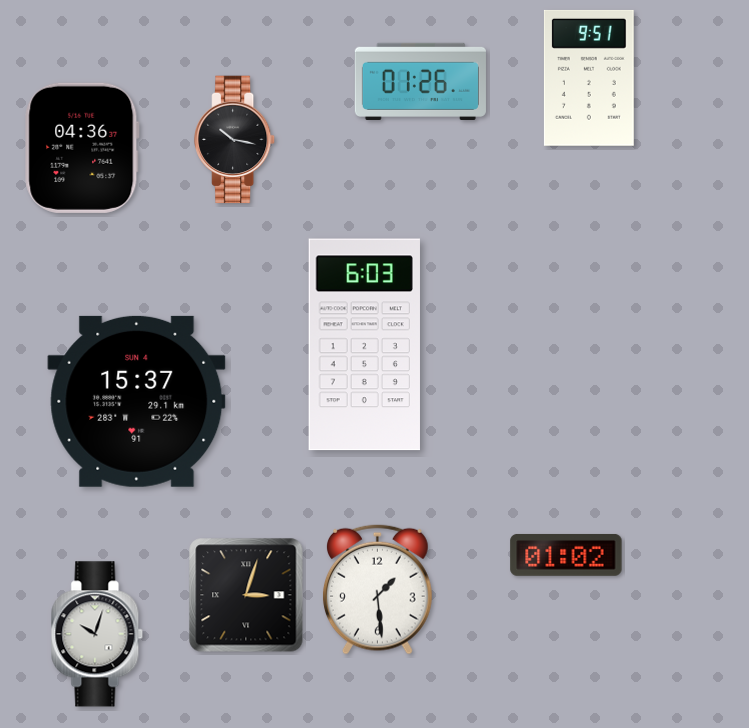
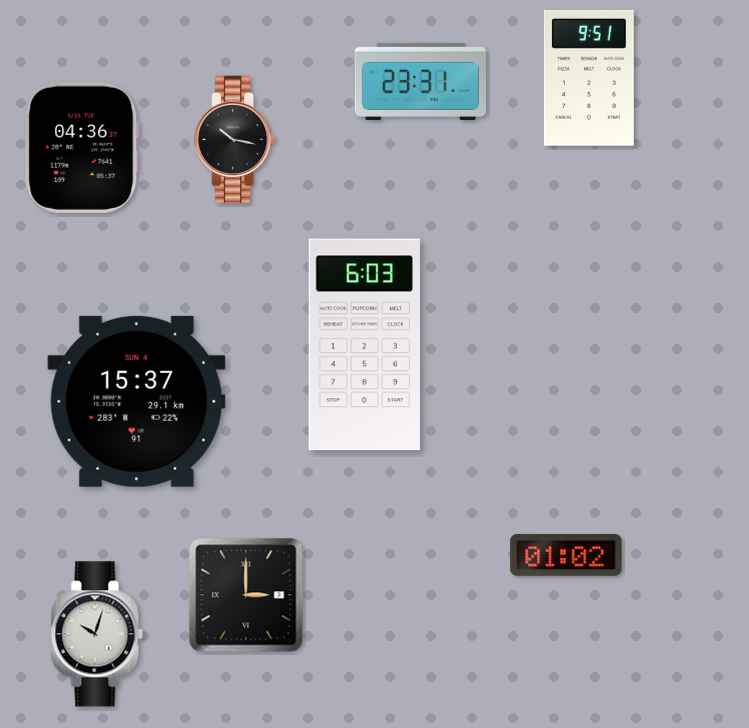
clock at (420, 81): 01:26 -> 23:31
clock at (377, 589): 1:29 -> none
clock at (246, 595): 3:03 -> 3:00
